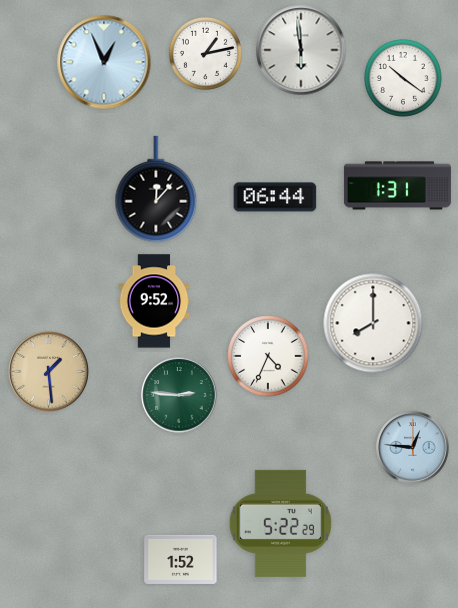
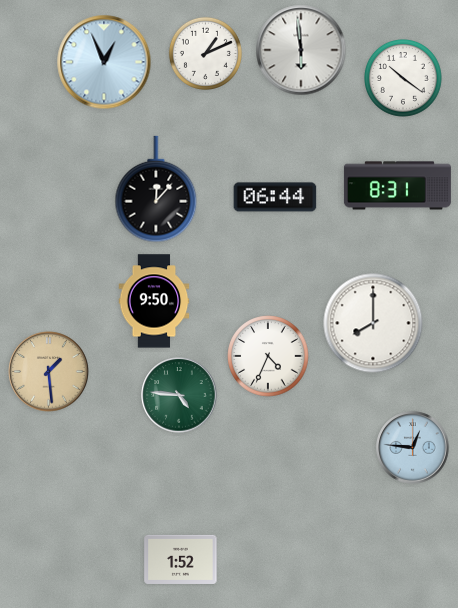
clock at (205, 53): 1:13 -> 1:11
clock at (397, 186): 1:31 -> 8:31
clock at (154, 301): 9:52 -> 9:50
clock at (179, 395): 2:46 -> 4:46
clock at (280, 523): 5:22 -> none
